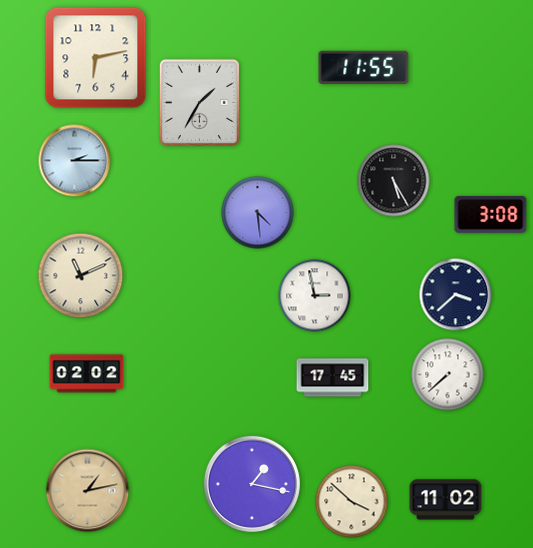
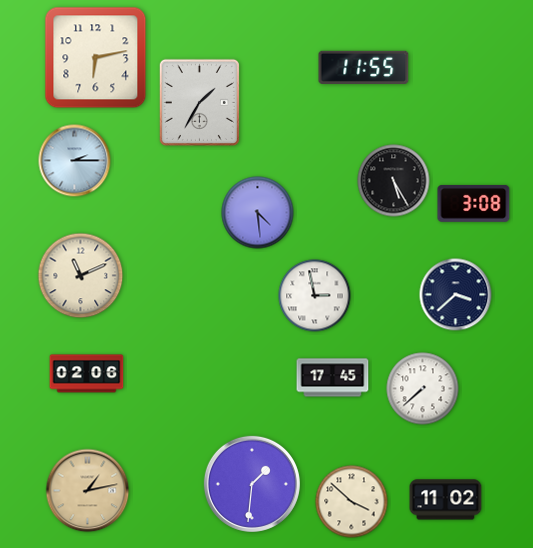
clock at (491, 214) position: (491, 214) -> (474, 203)
clock at (87, 374): 02:02 -> 02:06
clock at (448, 375) position: (448, 375) -> (423, 389)
clock at (252, 484): 1:17 -> 1:31
